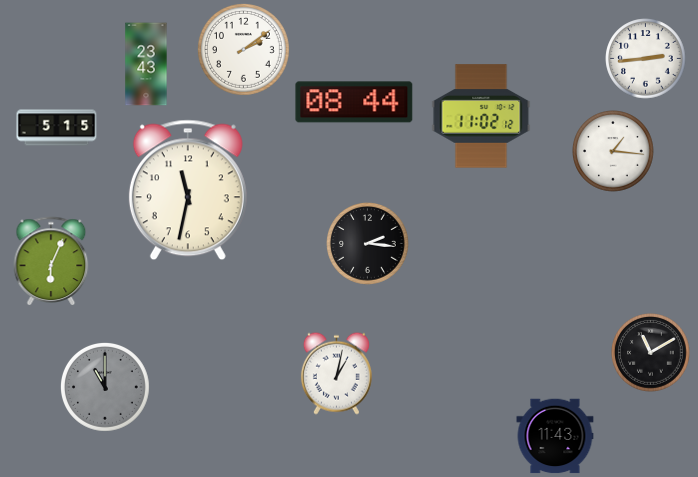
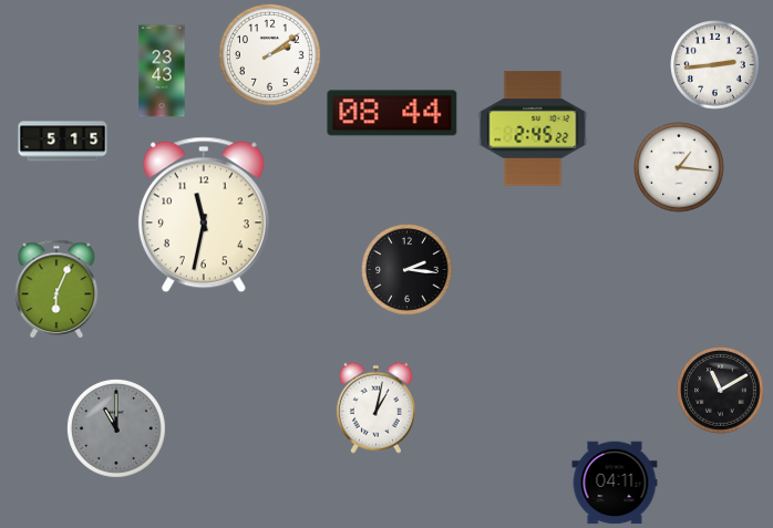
clock at (481, 116): 11:02 -> 2:45
clock at (188, 190) position: (188, 190) -> (204, 215)
clock at (336, 373) position: (336, 373) -> (375, 407)
clock at (555, 436): 11:43 -> 04:11
